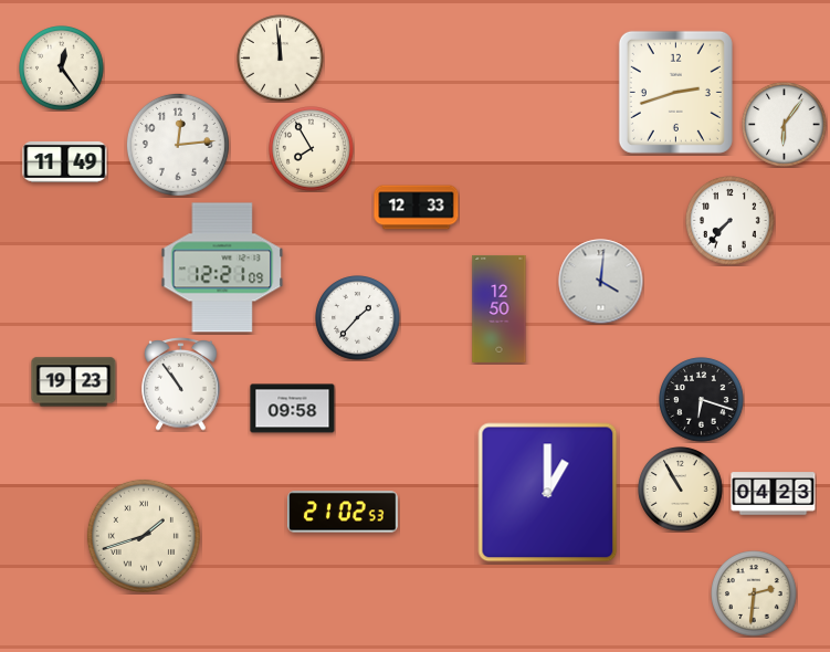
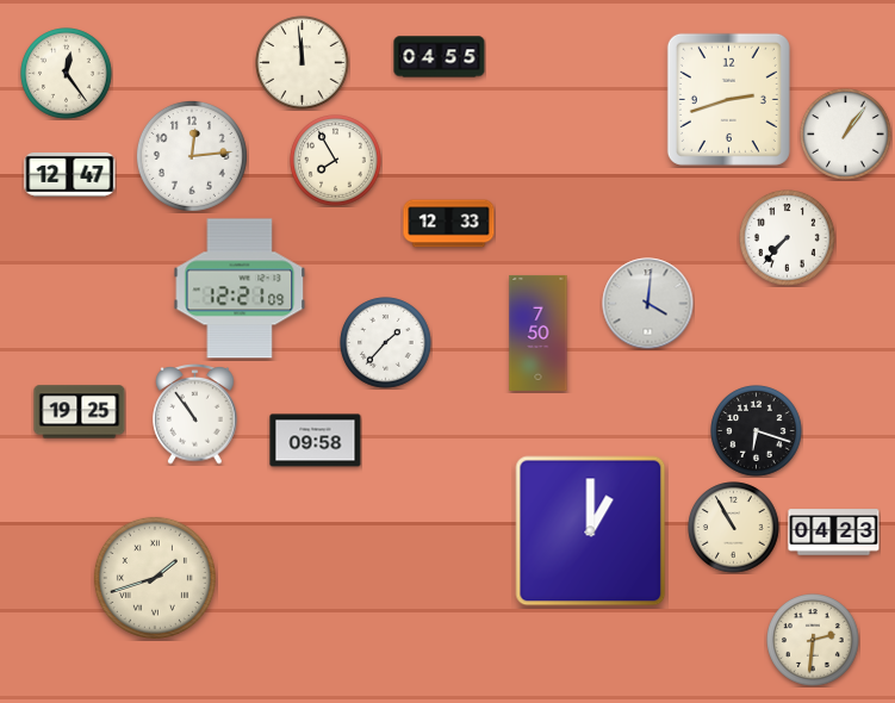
clock at (440, 57): none -> 04:55
clock at (785, 125): 6:06 -> 1:06
clock at (65, 161): 11:49 -> 12:47
clock at (500, 308): 12:50 -> 7:50
clock at (74, 382): 19:23 -> 19:25
clock at (344, 512): 21:02 -> none
